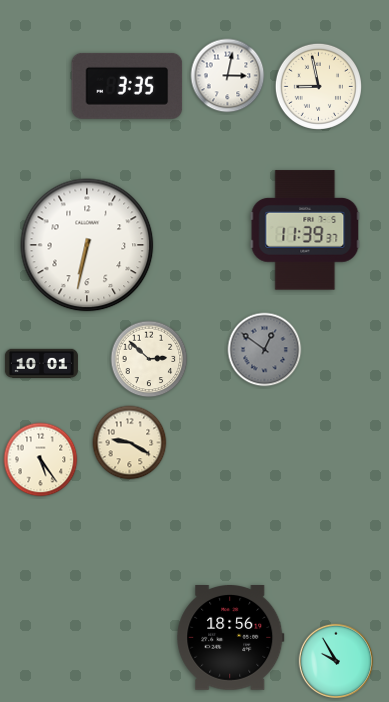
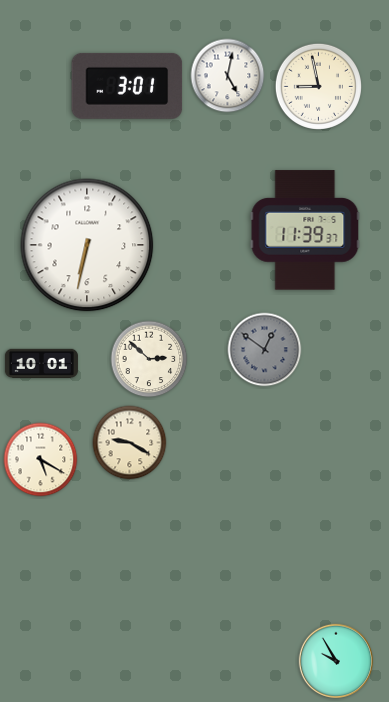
clock at (228, 76): 3:02 -> 5:02
clock at (127, 86): 3:35 -> 3:01
clock at (41, 460): 5:24 -> 5:20
clock at (231, 638): 18:56 -> none
